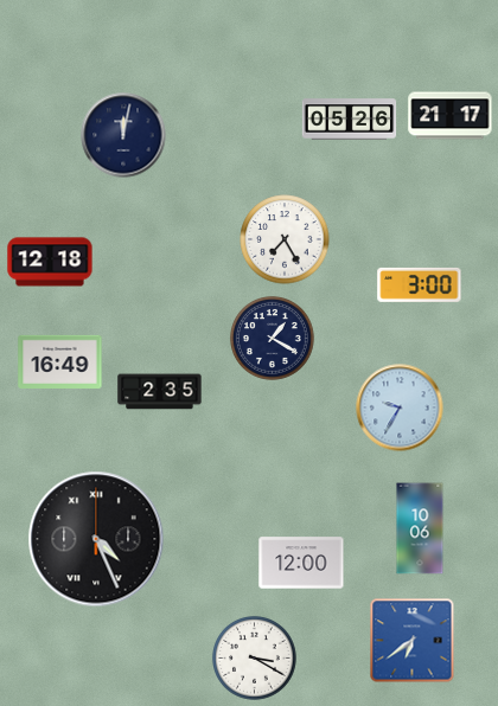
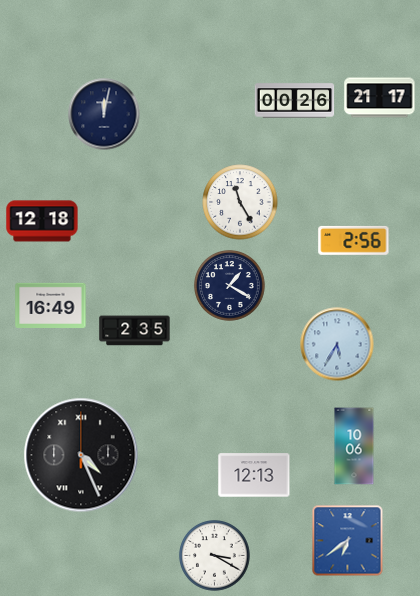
clock at (350, 120): 05:26 -> 00:26
clock at (285, 239): 7:25 -> 11:25
clock at (420, 284): 3:00 -> 2:56
clock at (400, 407): 9:35 -> 5:35
clock at (301, 563): 12:00 -> 12:13
